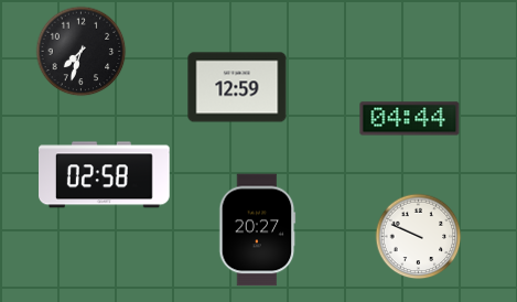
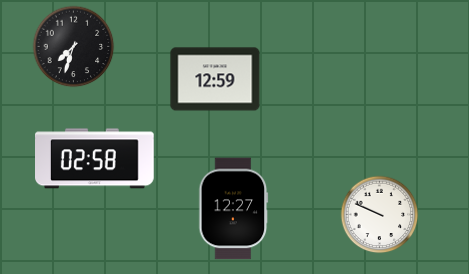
clock at (410, 119): 04:44 -> none
clock at (258, 230): 20:27 -> 12:27
